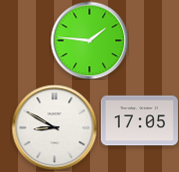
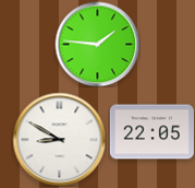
clock at (139, 121): 17:05 -> 22:05
